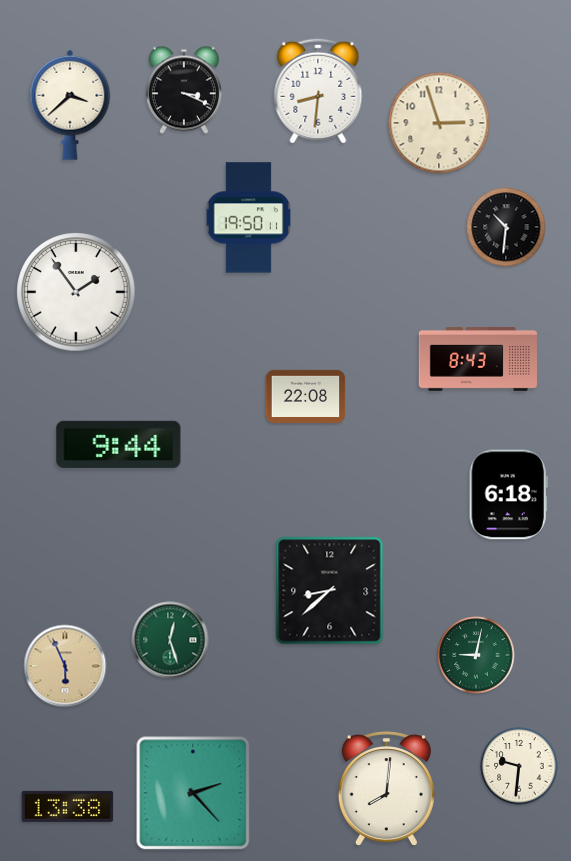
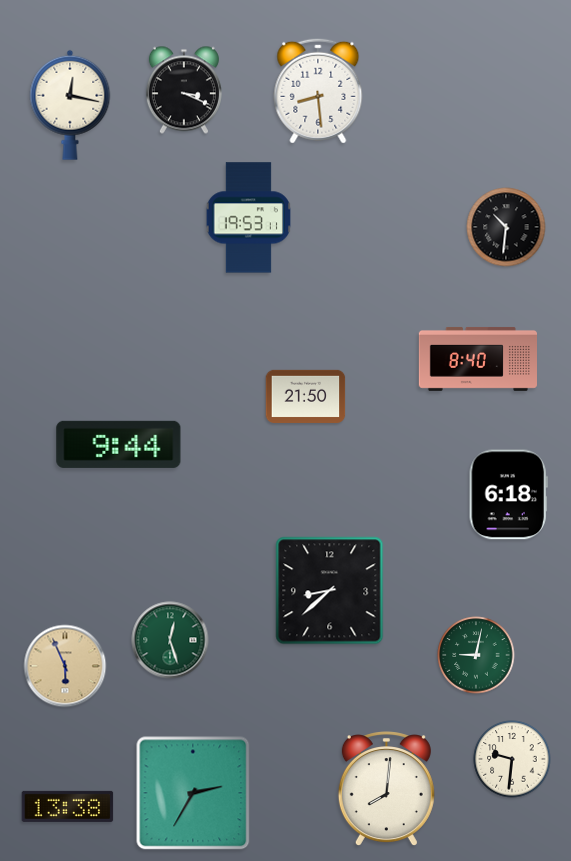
clock at (318, 91): 8:31 -> 8:29
clock at (70, 105): 3:38 -> 12:17
clock at (439, 123): 2:57 -> none
clock at (248, 218): 19:50 -> 19:53
clock at (76, 292): 1:54 -> none
clock at (477, 359): 8:43 -> 8:40
clock at (306, 396): 22:08 -> 21:50
clock at (519, 766) position: (519, 766) -> (512, 759)
clock at (193, 793): 2:23 -> 2:35
